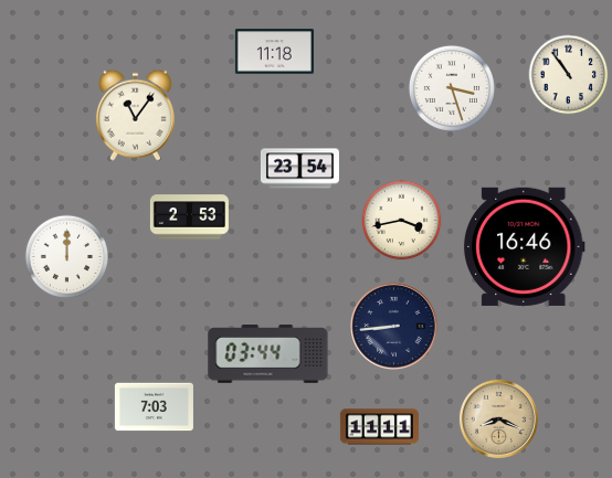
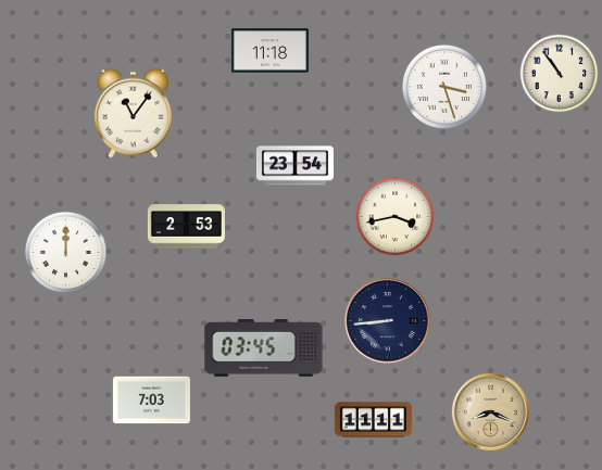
clock at (189, 217) position: (189, 217) -> (186, 227)
clock at (524, 246): 16:46 -> none
clock at (268, 354): 03:44 -> 03:45
